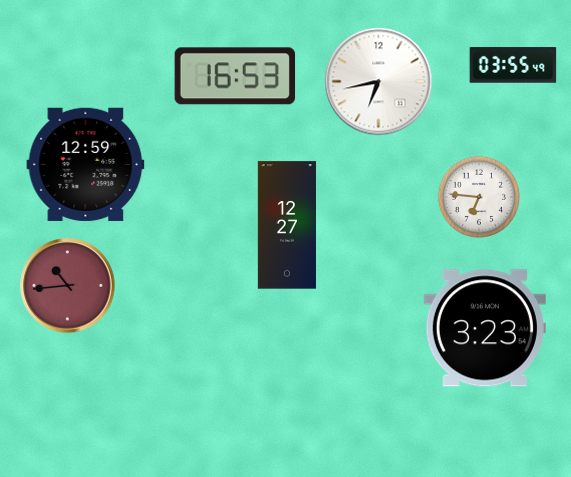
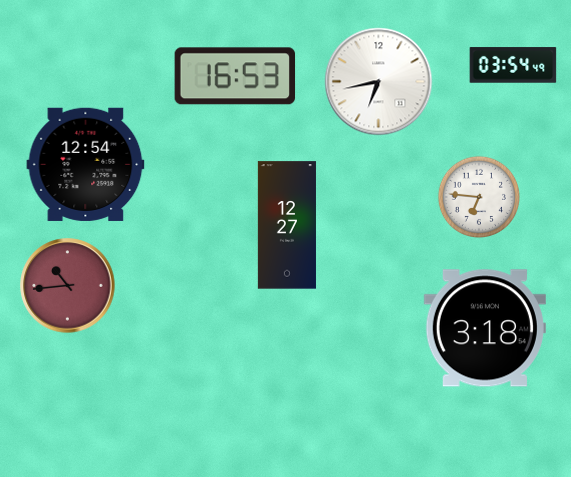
clock at (513, 65): 03:55 -> 03:54
clock at (86, 164): 12:59 -> 12:54
clock at (485, 328): 3:23 -> 3:18
